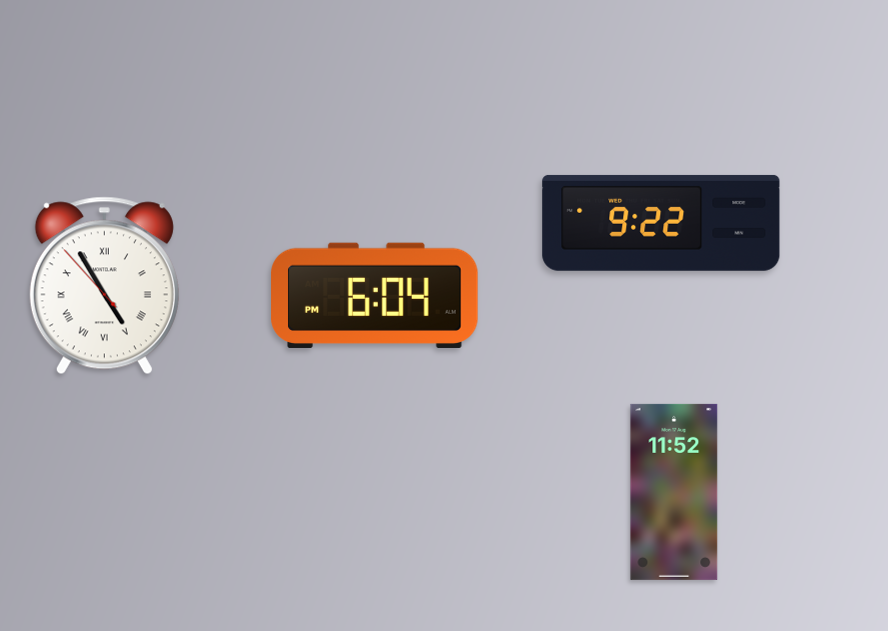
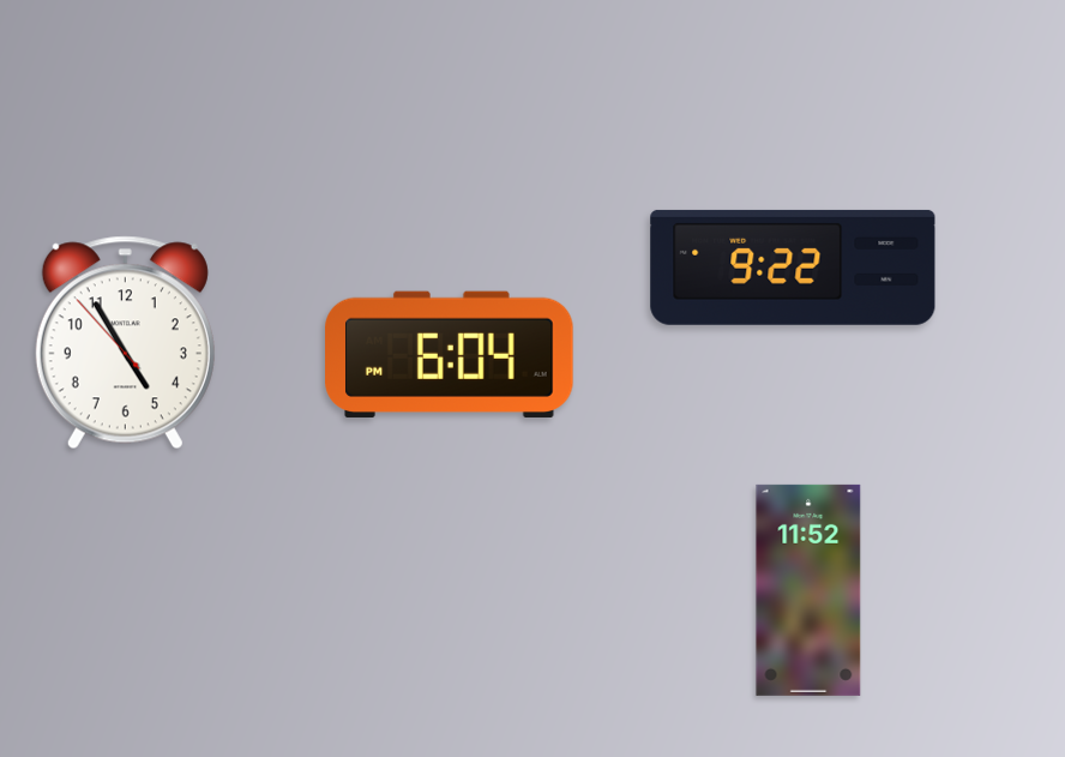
clock at (104, 286) numerals: Roman -> Arabic
